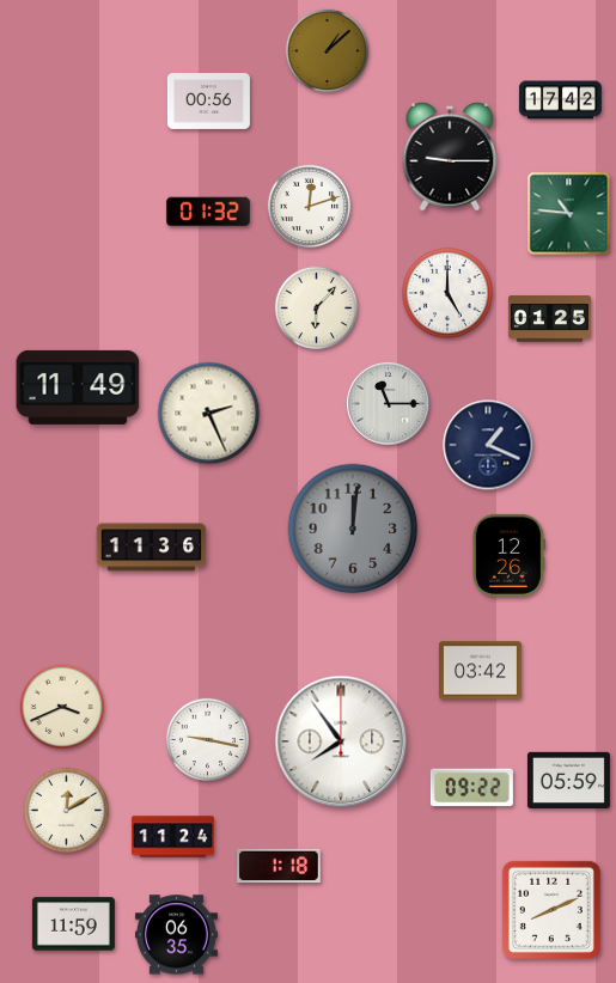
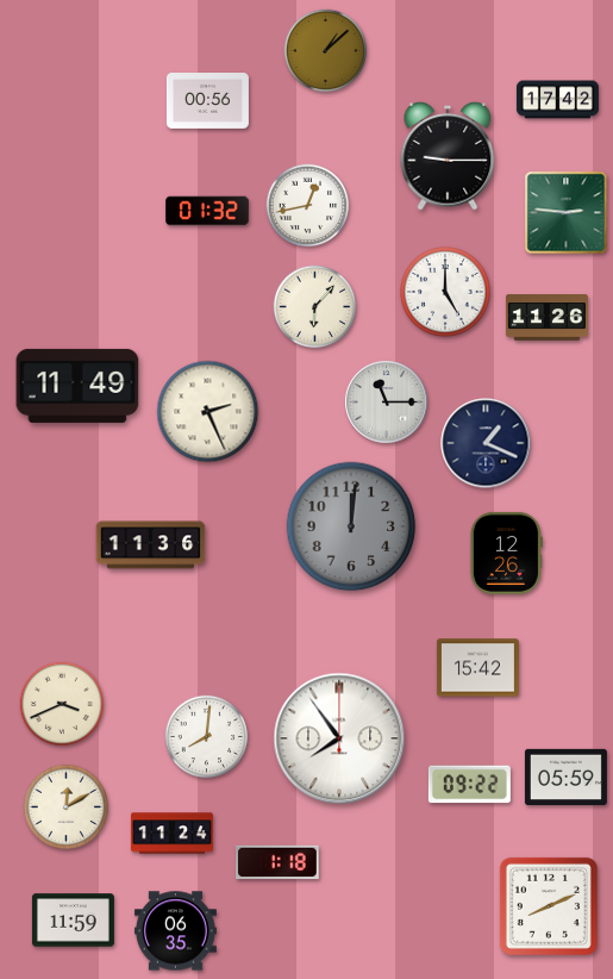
clock at (310, 207): 12:12 -> 12:43
clock at (569, 214): 10:46 -> 2:46
clock at (549, 319): 01:25 -> 11:26
clock at (480, 671): 03:42 -> 15:42
clock at (208, 740): 9:17 -> 8:01
